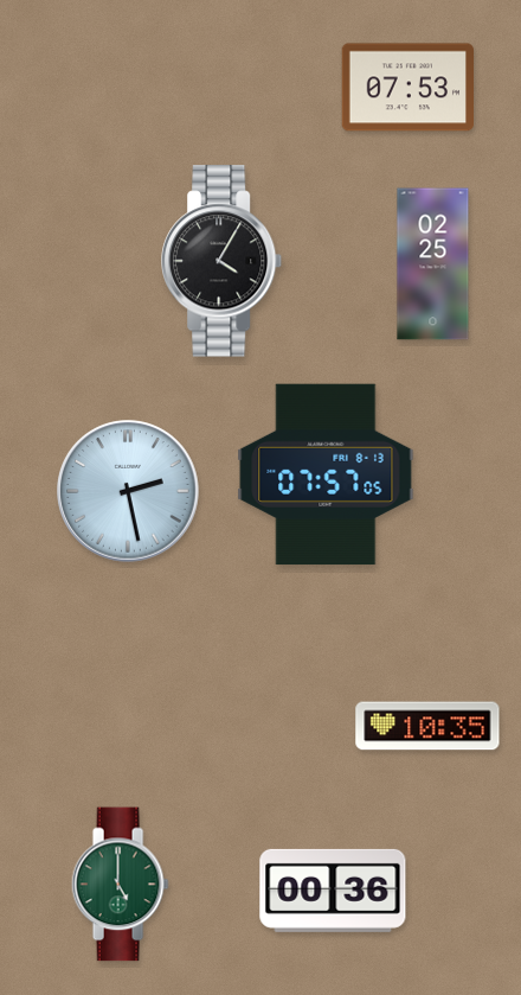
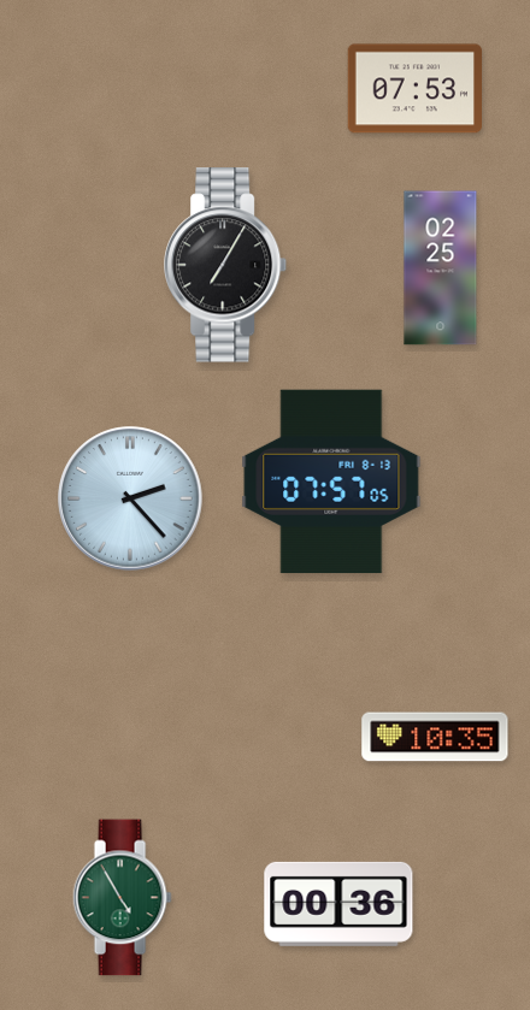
clock at (223, 261): 4:05 -> 7:05
clock at (128, 491): 2:28 -> 2:23
clock at (120, 885): 5:00 -> 4:55
